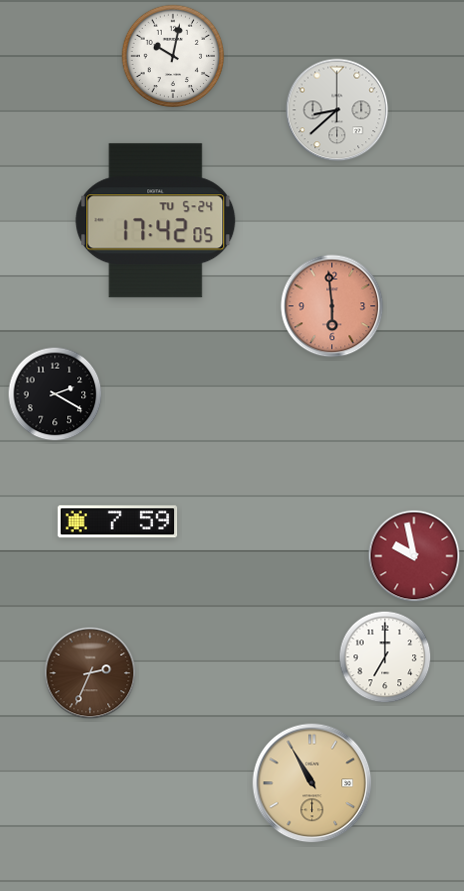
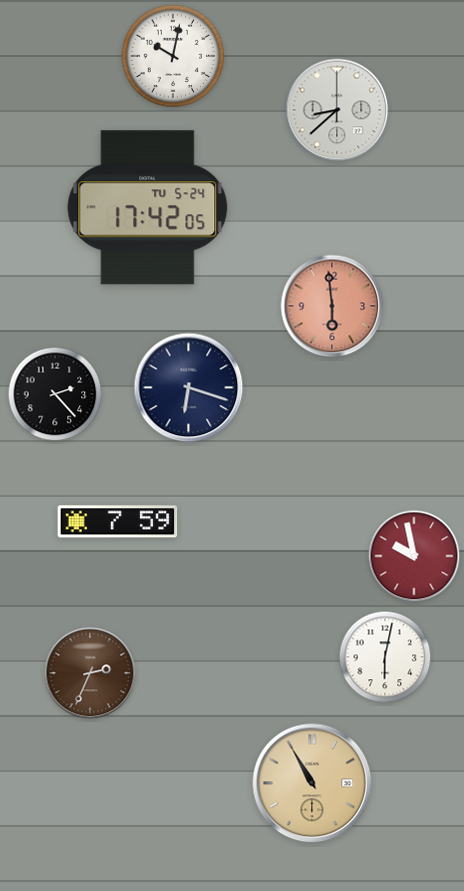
clock at (156, 221) position: (156, 221) -> (148, 208)
clock at (189, 388): none -> 6:18
clock at (55, 394): 2:20 -> 2:23
clock at (385, 657): 7:00 -> 6:02
